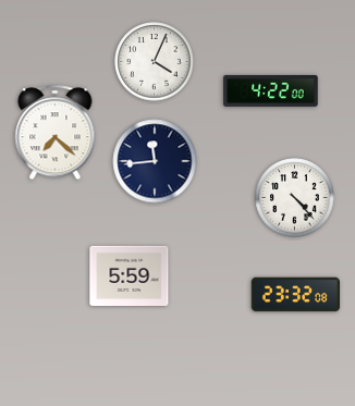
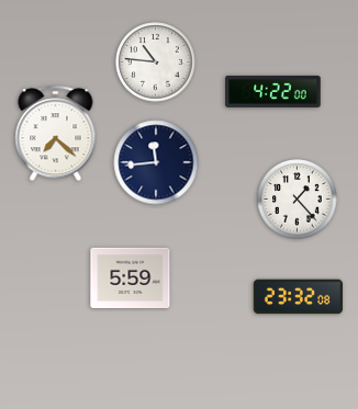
clock at (155, 62): 4:04 -> 10:46
clock at (295, 198): 4:23 -> 1:23
